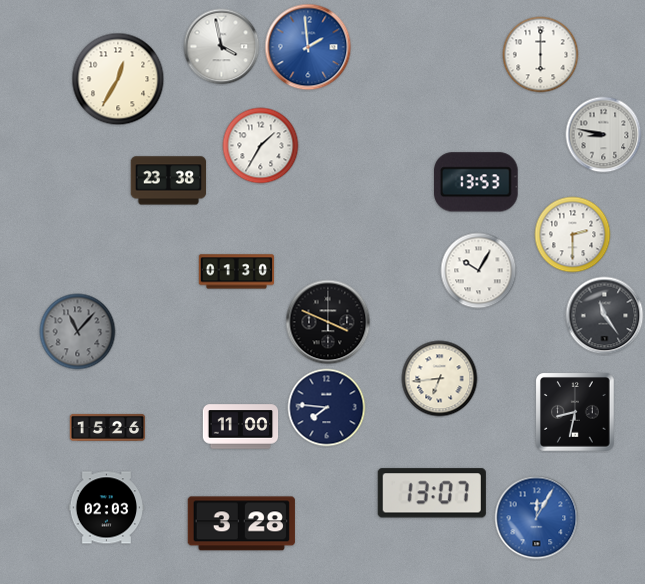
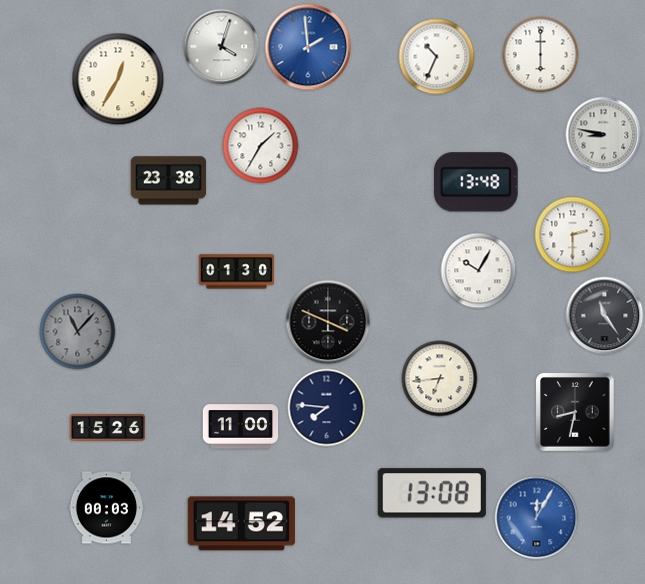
clock at (222, 47): 3:58 -> 4:03
clock at (437, 57): none -> 10:34
clock at (477, 182): 13:53 -> 13:48
clock at (432, 493): 13:07 -> 13:08
clock at (107, 508): 02:03 -> 00:03
clock at (241, 524): 3:28 -> 14:52
